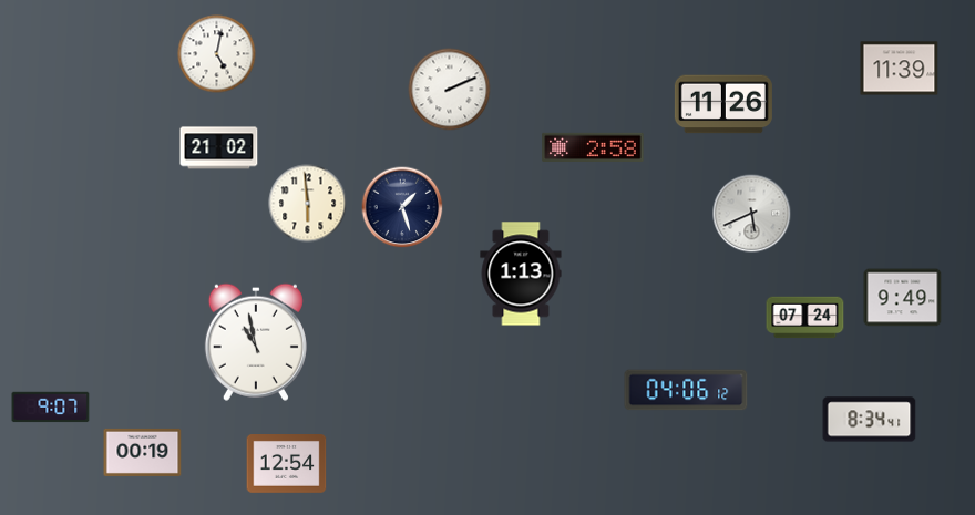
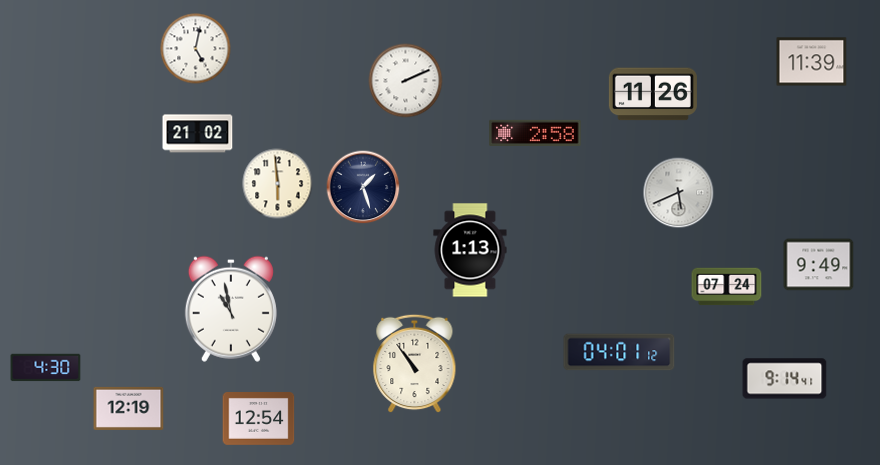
clock at (521, 274) position: (521, 274) -> (470, 250)
clock at (903, 298) position: (903, 298) -> (819, 265)
clock at (686, 390): 04:06 -> 04:01
clock at (415, 364): none -> 10:54
clock at (51, 408): 9:07 -> 4:30
clock at (870, 420): 8:34 -> 9:14
clock at (143, 452): 00:19 -> 12:19
